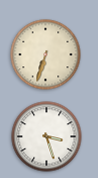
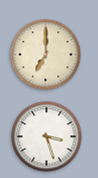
clock at (46, 55): 6:33 -> 7:00
